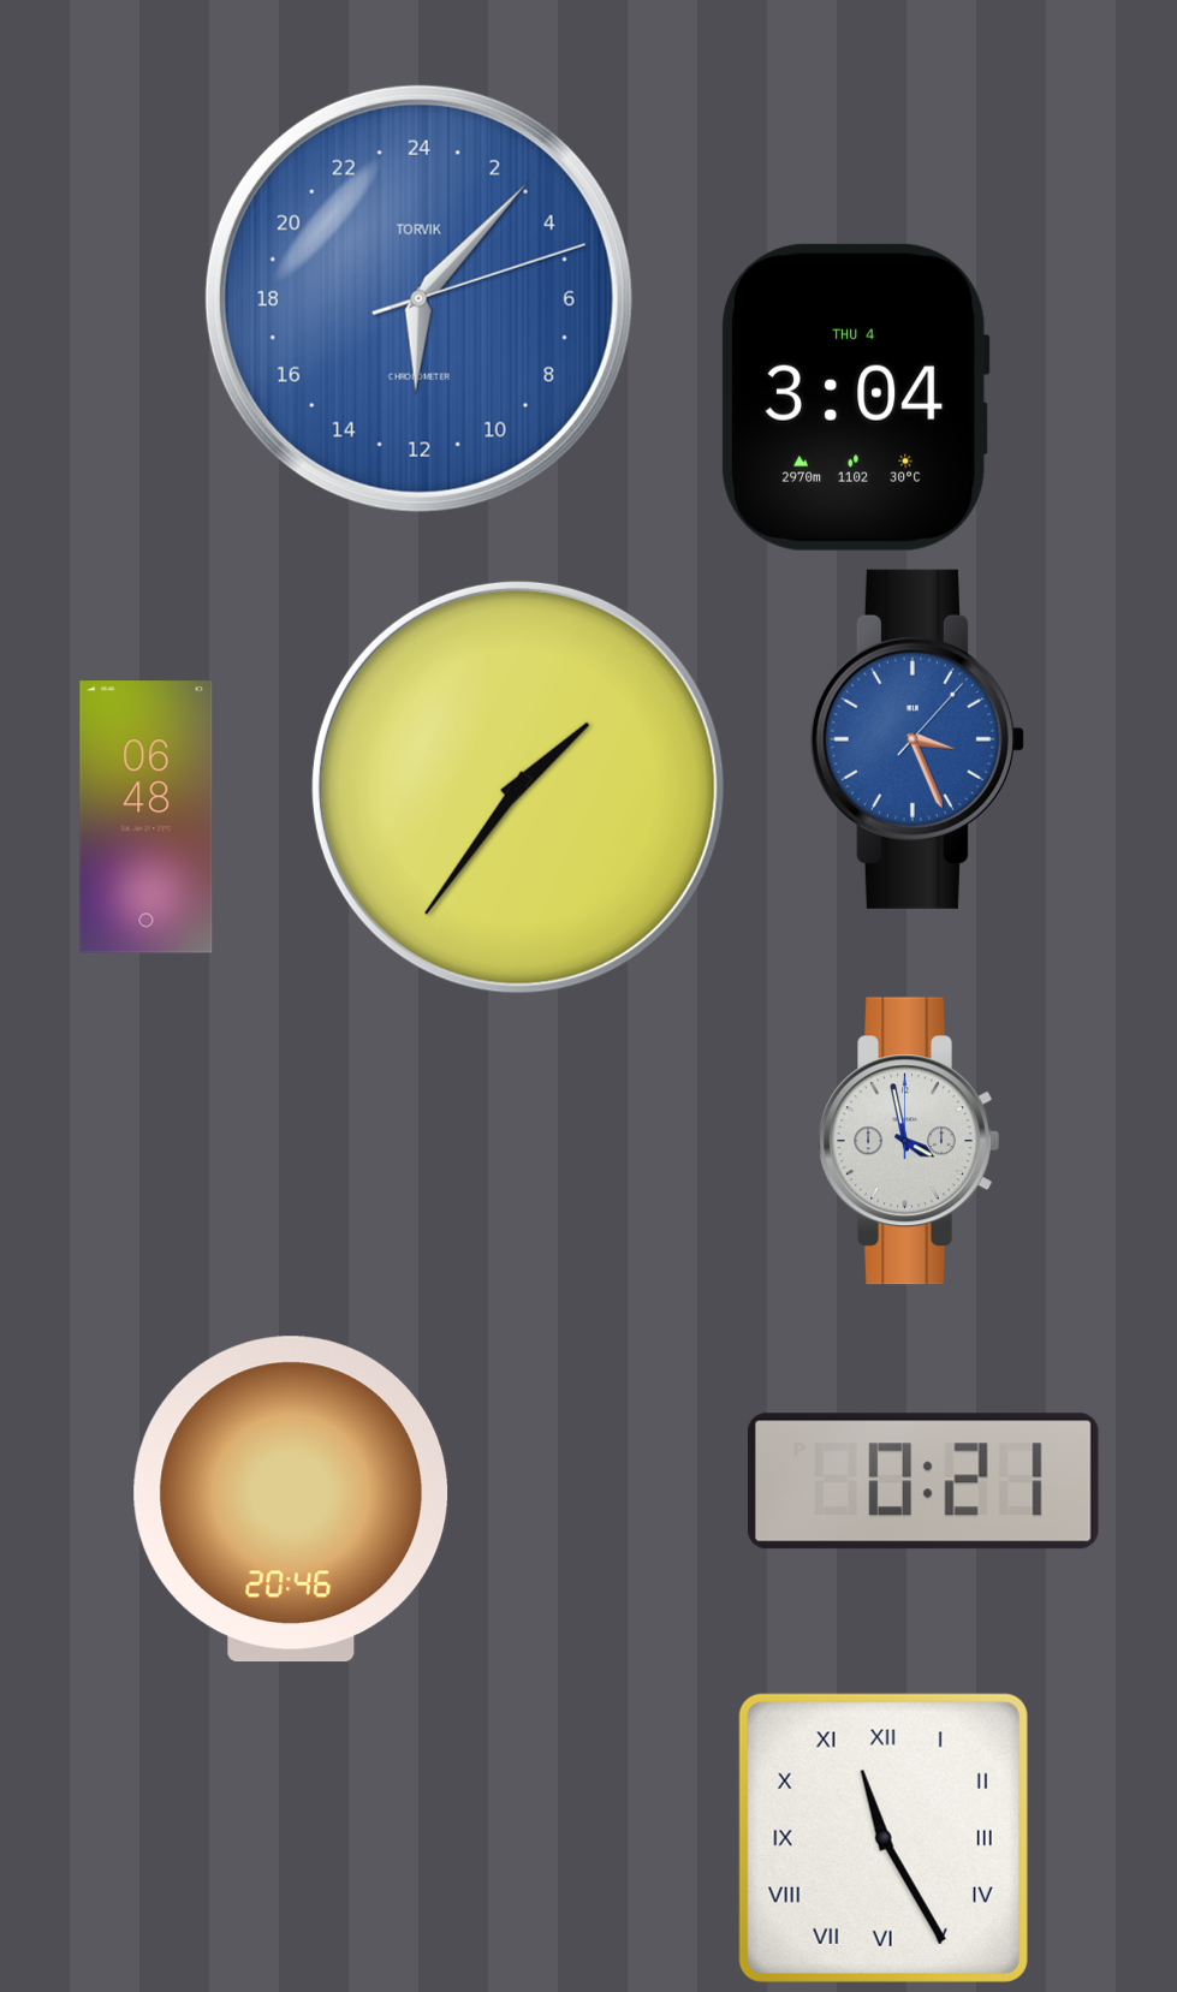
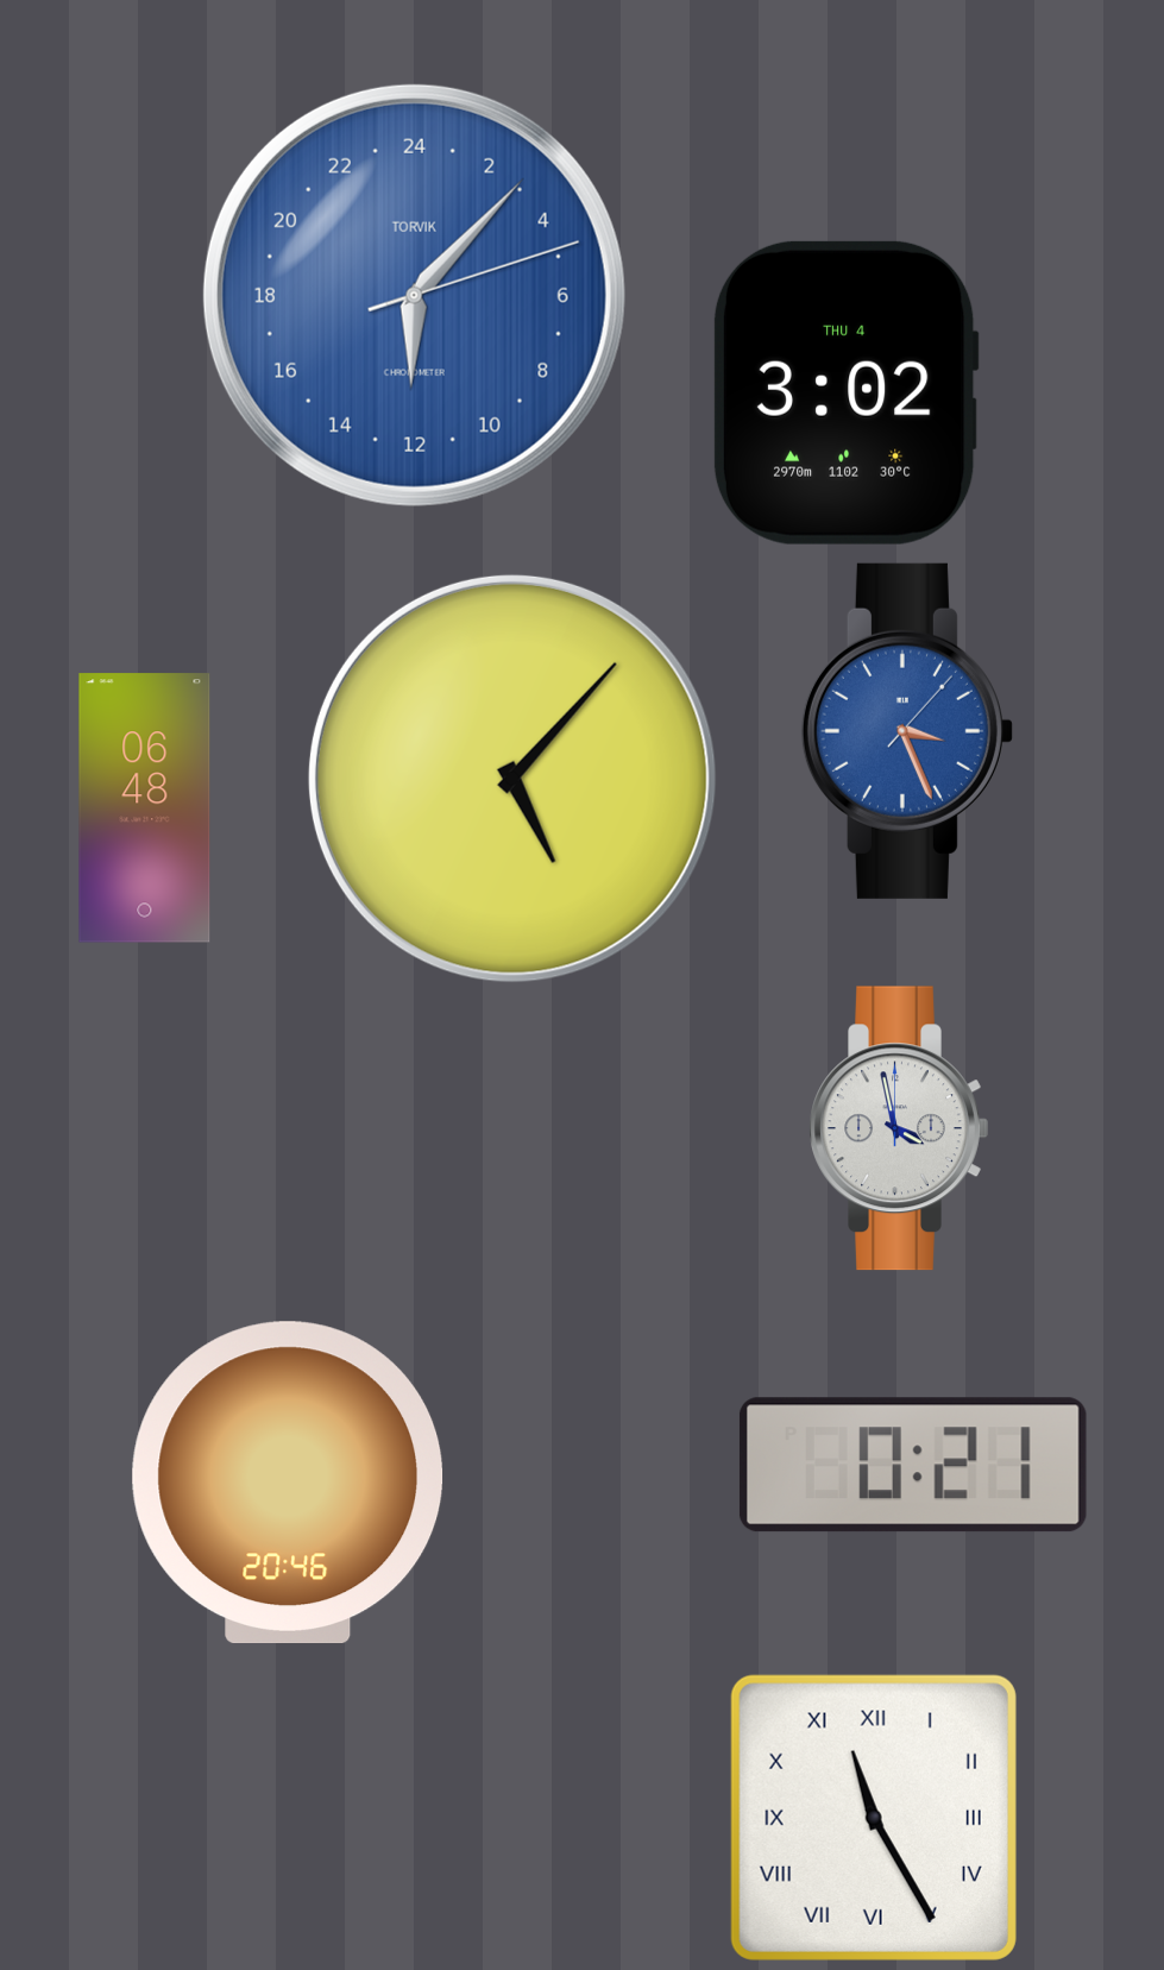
clock at (855, 397): 3:04 -> 3:02
clock at (518, 787): 1:36 -> 5:07
